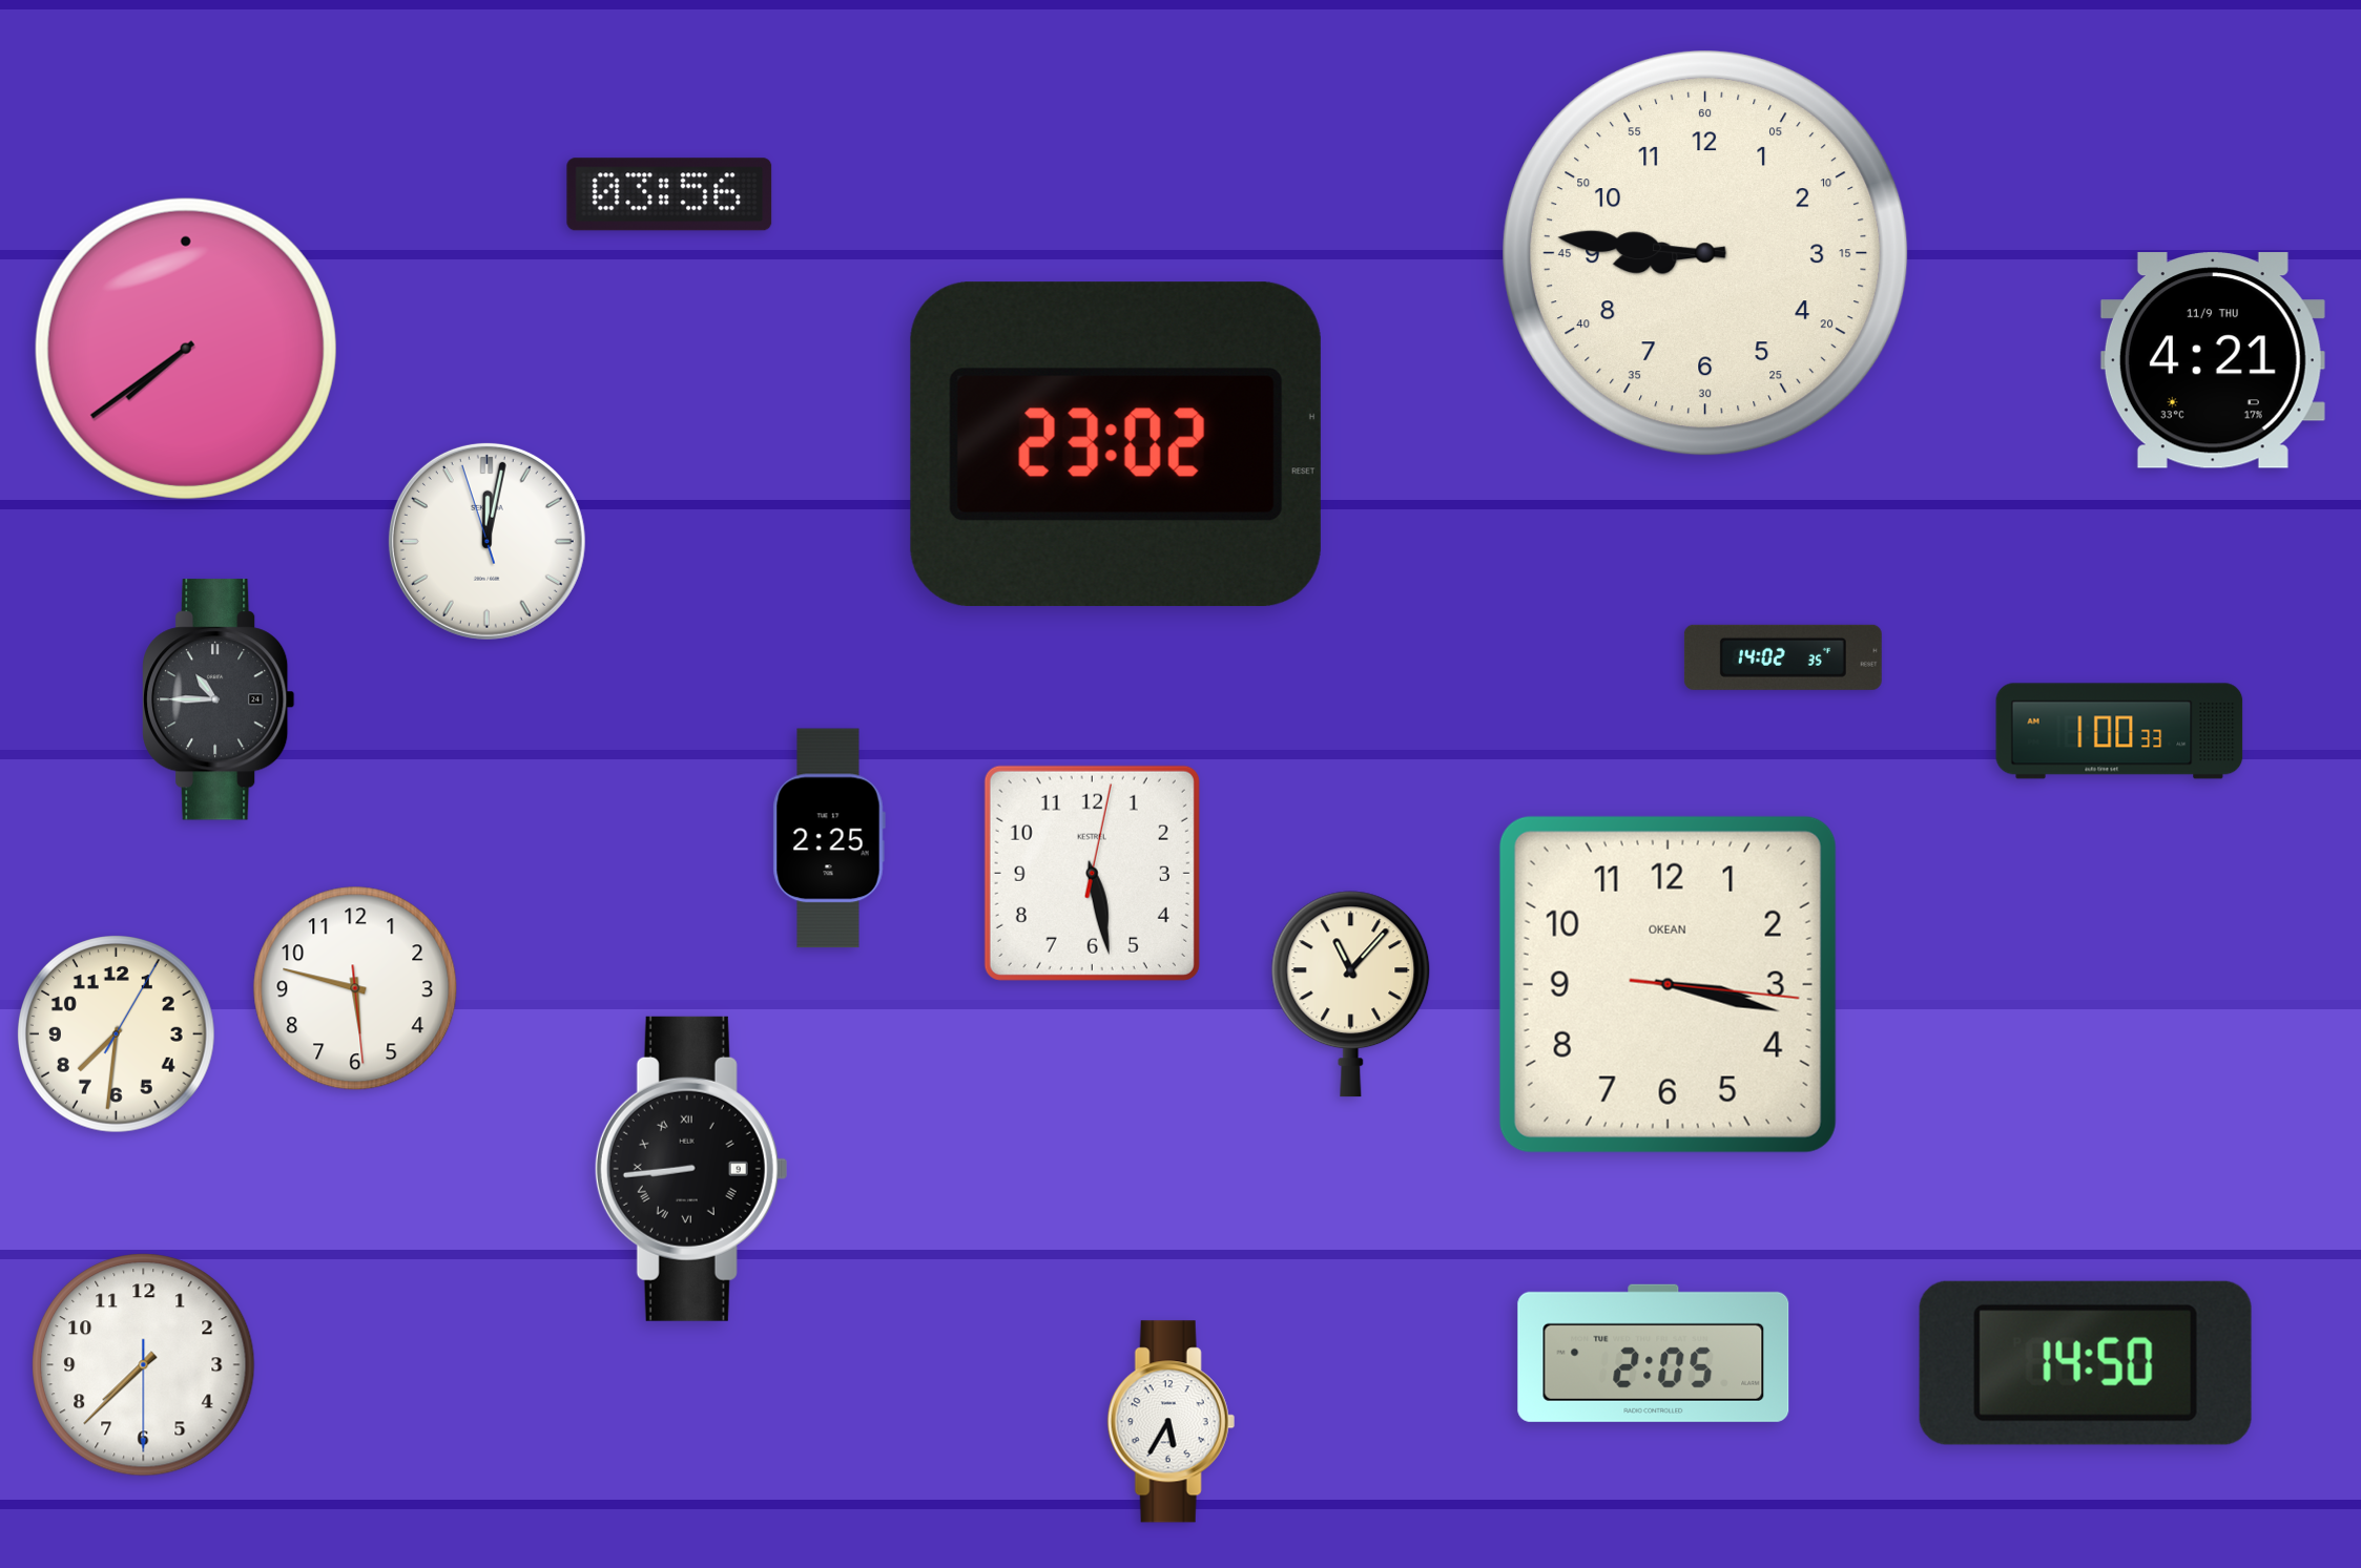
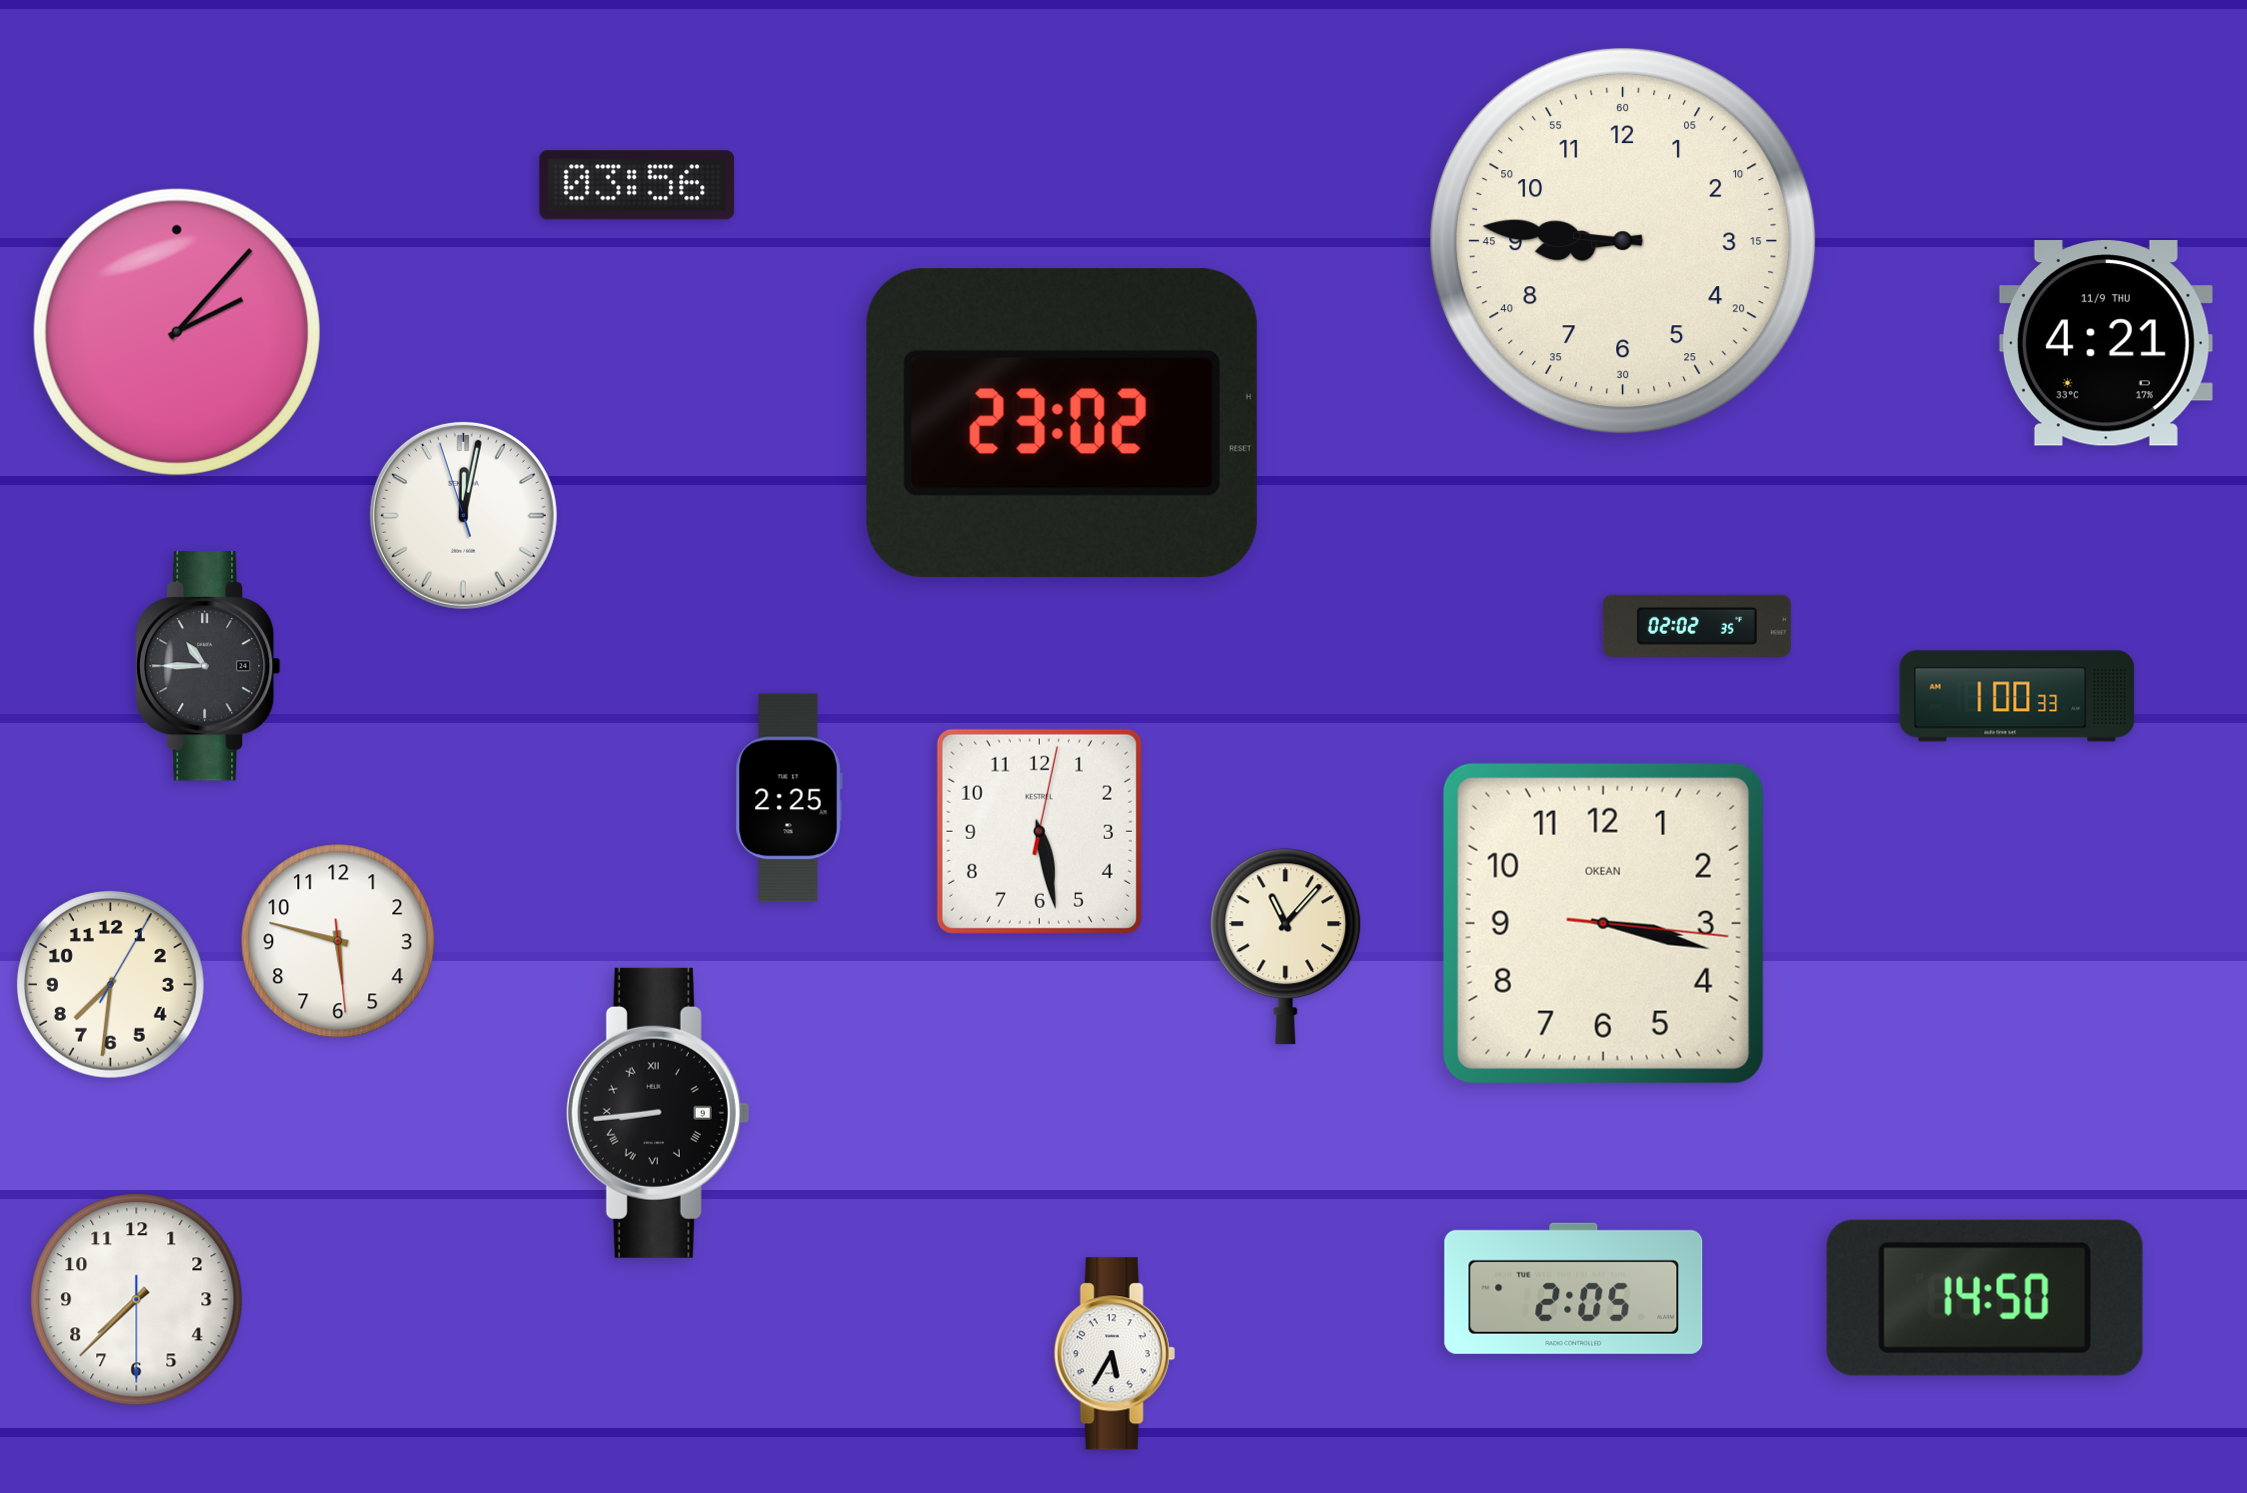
clock at (186, 349): 7:39 -> 2:07
clock at (1783, 657): 14:02 -> 02:02
clock at (1668, 984) position: (1668, 984) -> (1603, 923)
